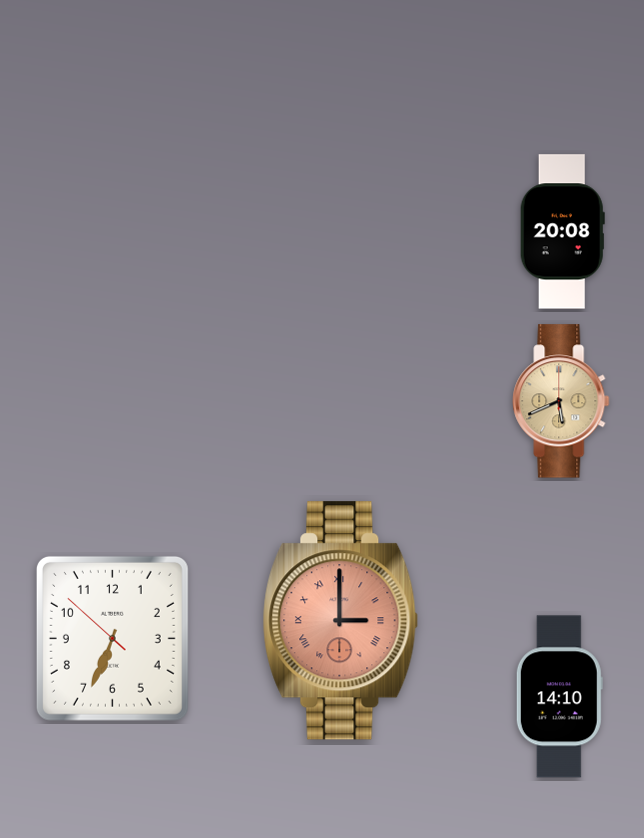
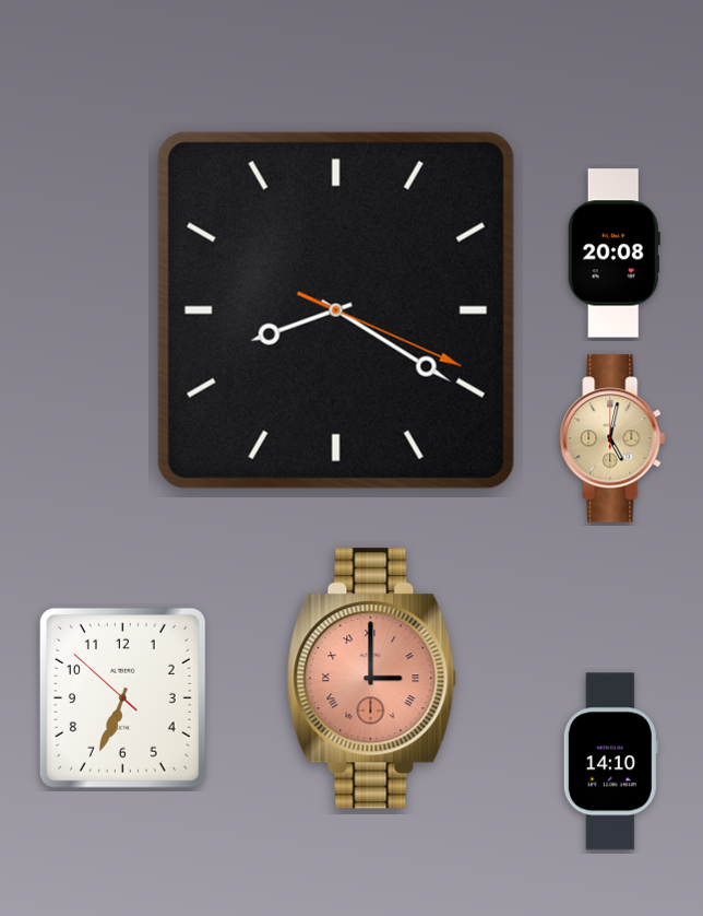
clock at (336, 310): none -> 8:20
clock at (561, 401): 5:41 -> 5:02
